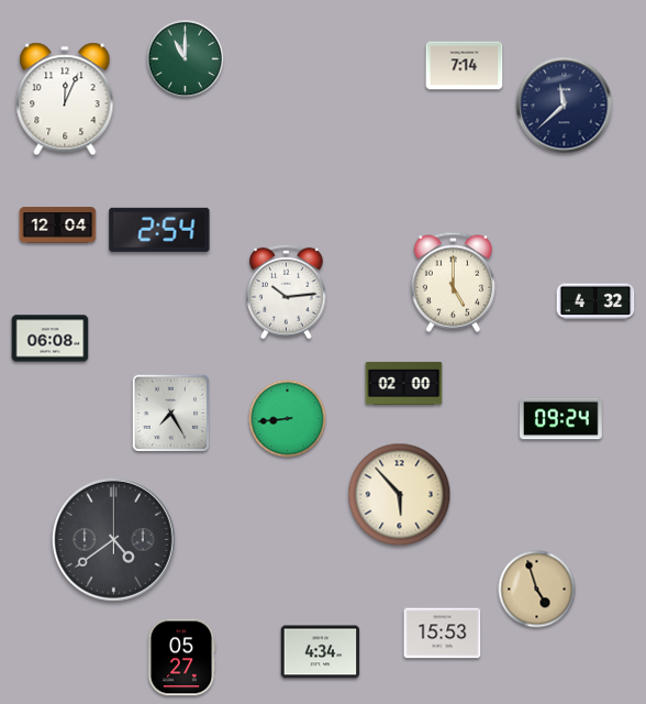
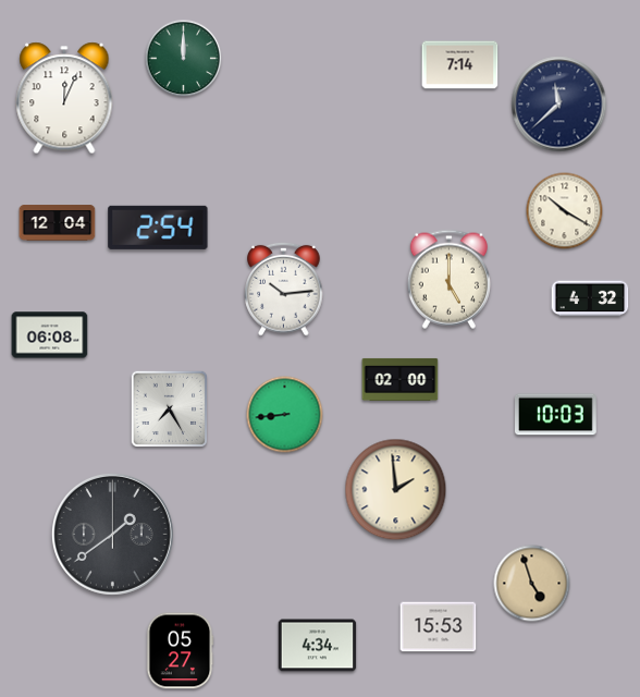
clock at (186, 59): 11:00 -> 12:00
clock at (565, 211): none -> 10:20
clock at (561, 419): 09:24 -> 10:03
clock at (400, 495): 5:53 -> 1:59
clock at (113, 539): 4:39 -> 1:39
